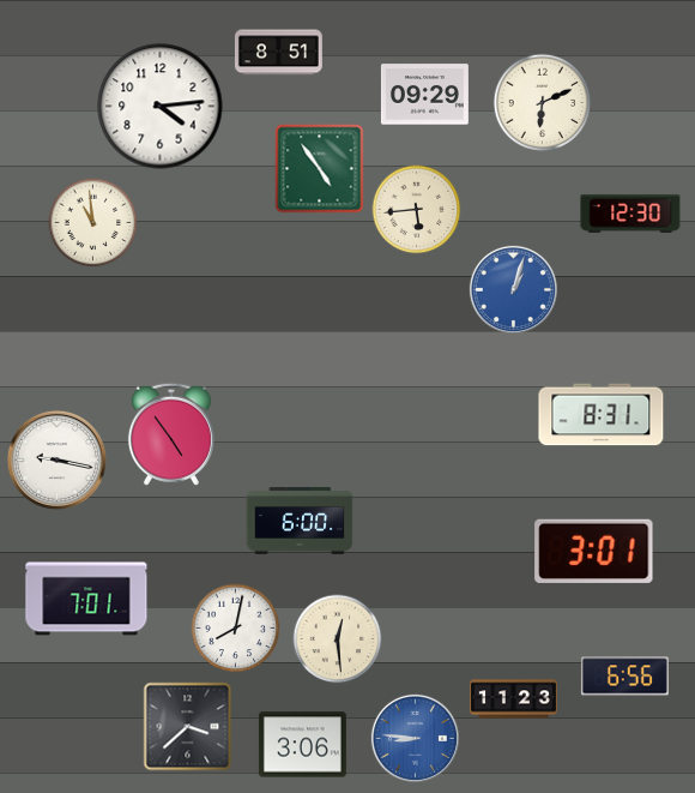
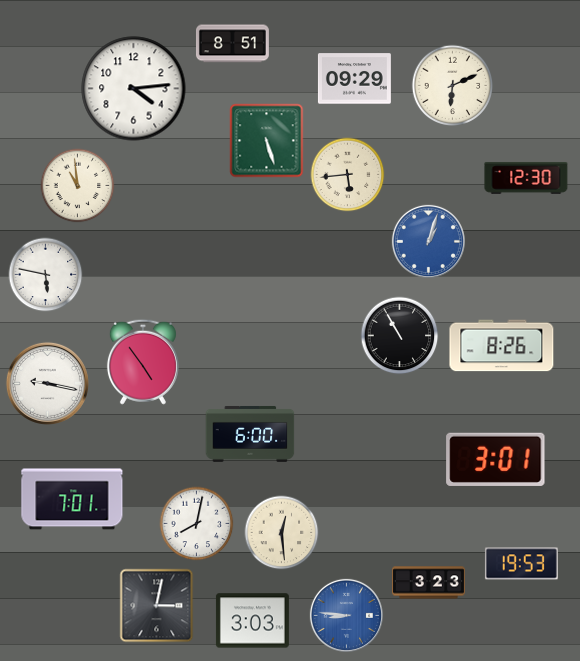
clock at (320, 169): 4:54 -> 5:27
clock at (46, 275): none -> 5:47
clock at (400, 336): none -> 10:55
clock at (602, 415): 8:31 -> 8:26
clock at (624, 677): 6:56 -> 19:53
clock at (513, 699): 11:23 -> 3:23
clock at (188, 727): 3:38 -> 3:02
clock at (302, 745): 3:06 -> 3:03
